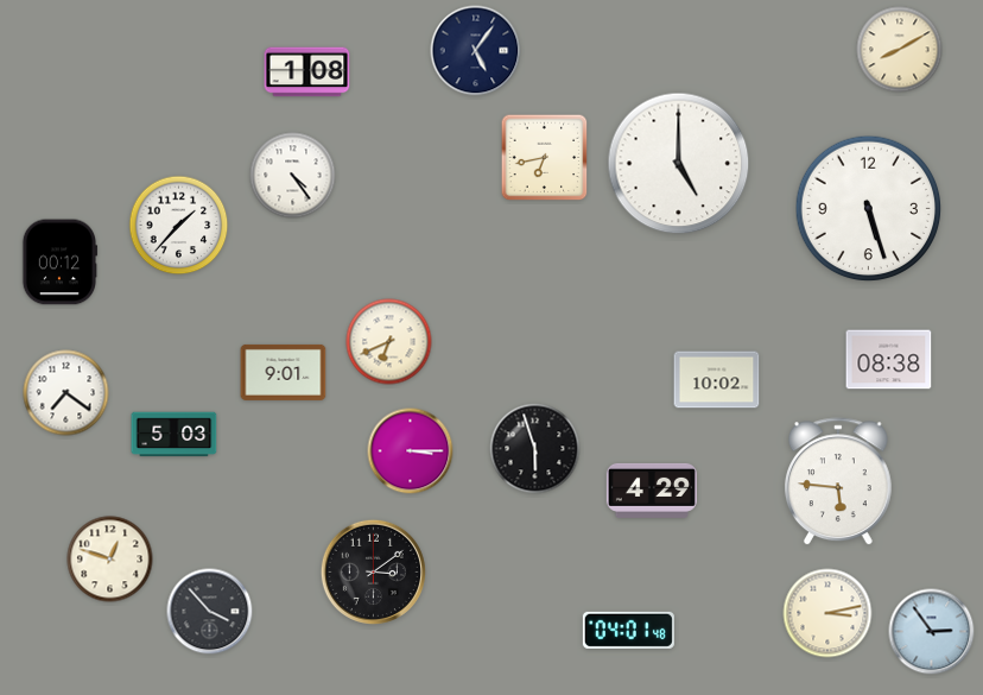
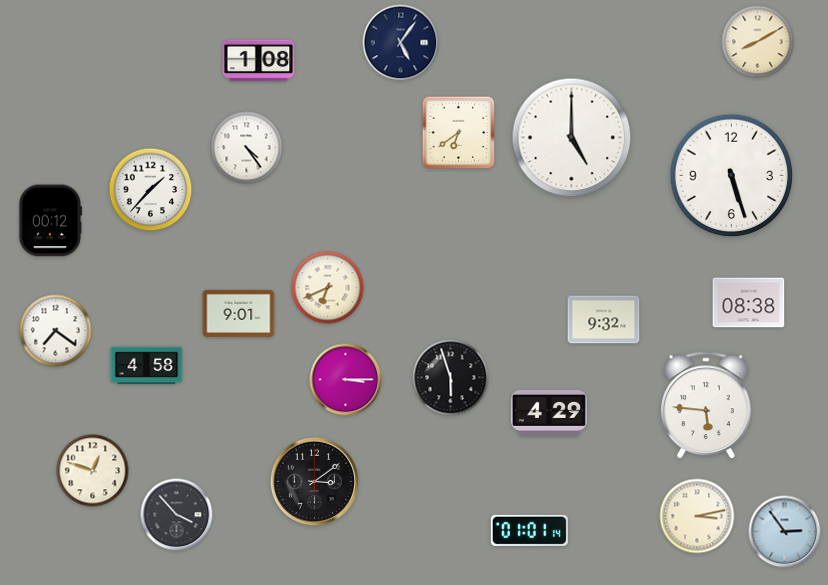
clock at (545, 158): 6:43 -> 6:39
clock at (717, 380): 10:02 -> 9:32
clock at (175, 435): 5:03 -> 4:58
clock at (628, 630): 04:01 -> 01:01
